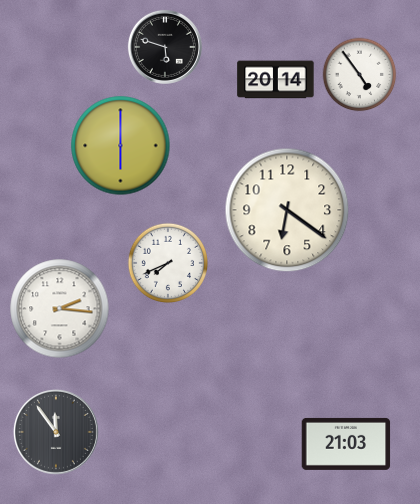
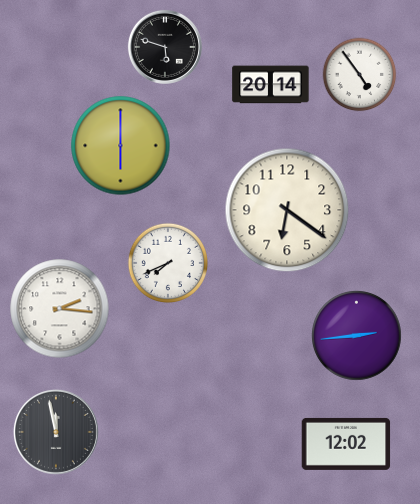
clock at (276, 80) position: (276, 80) -> (271, 85)
clock at (357, 336): none -> 2:44
clock at (56, 432): 11:54 -> 11:58
clock at (346, 444): 21:03 -> 12:02
